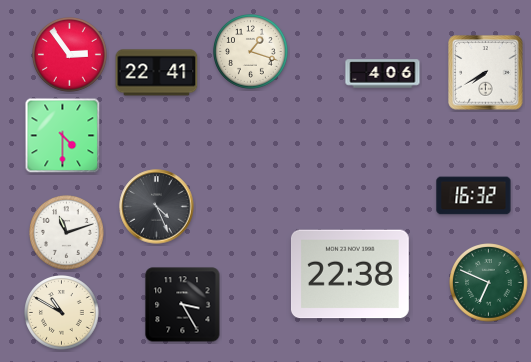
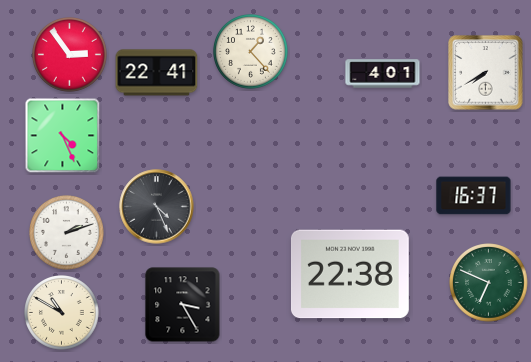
clock at (251, 52): 1:18 -> 1:23
clock at (383, 74): 4:06 -> 4:01
clock at (63, 136): 4:30 -> 4:26
clock at (474, 196): 16:32 -> 16:37
clock at (67, 233): 11:12 -> 2:12
